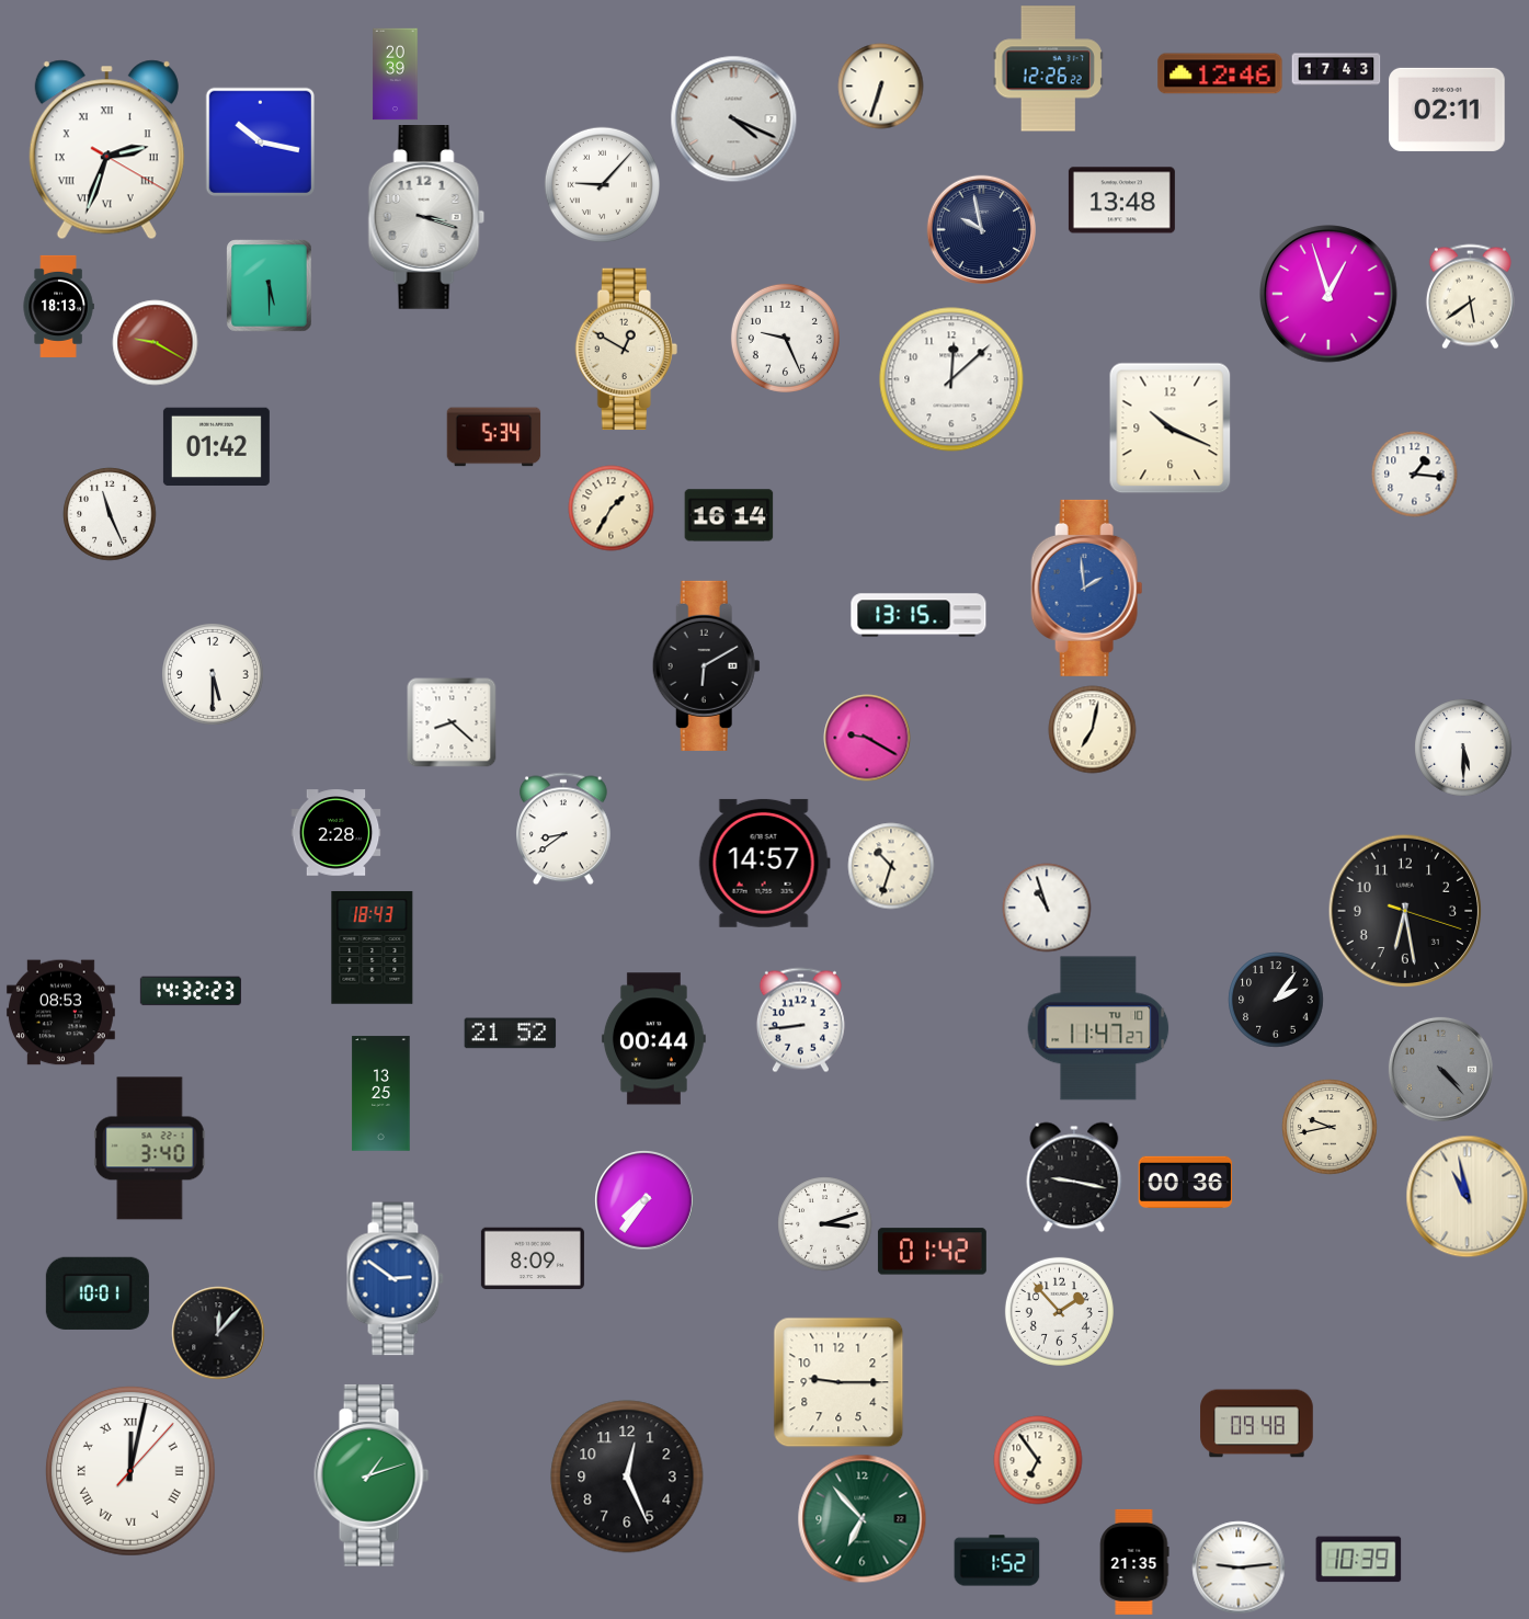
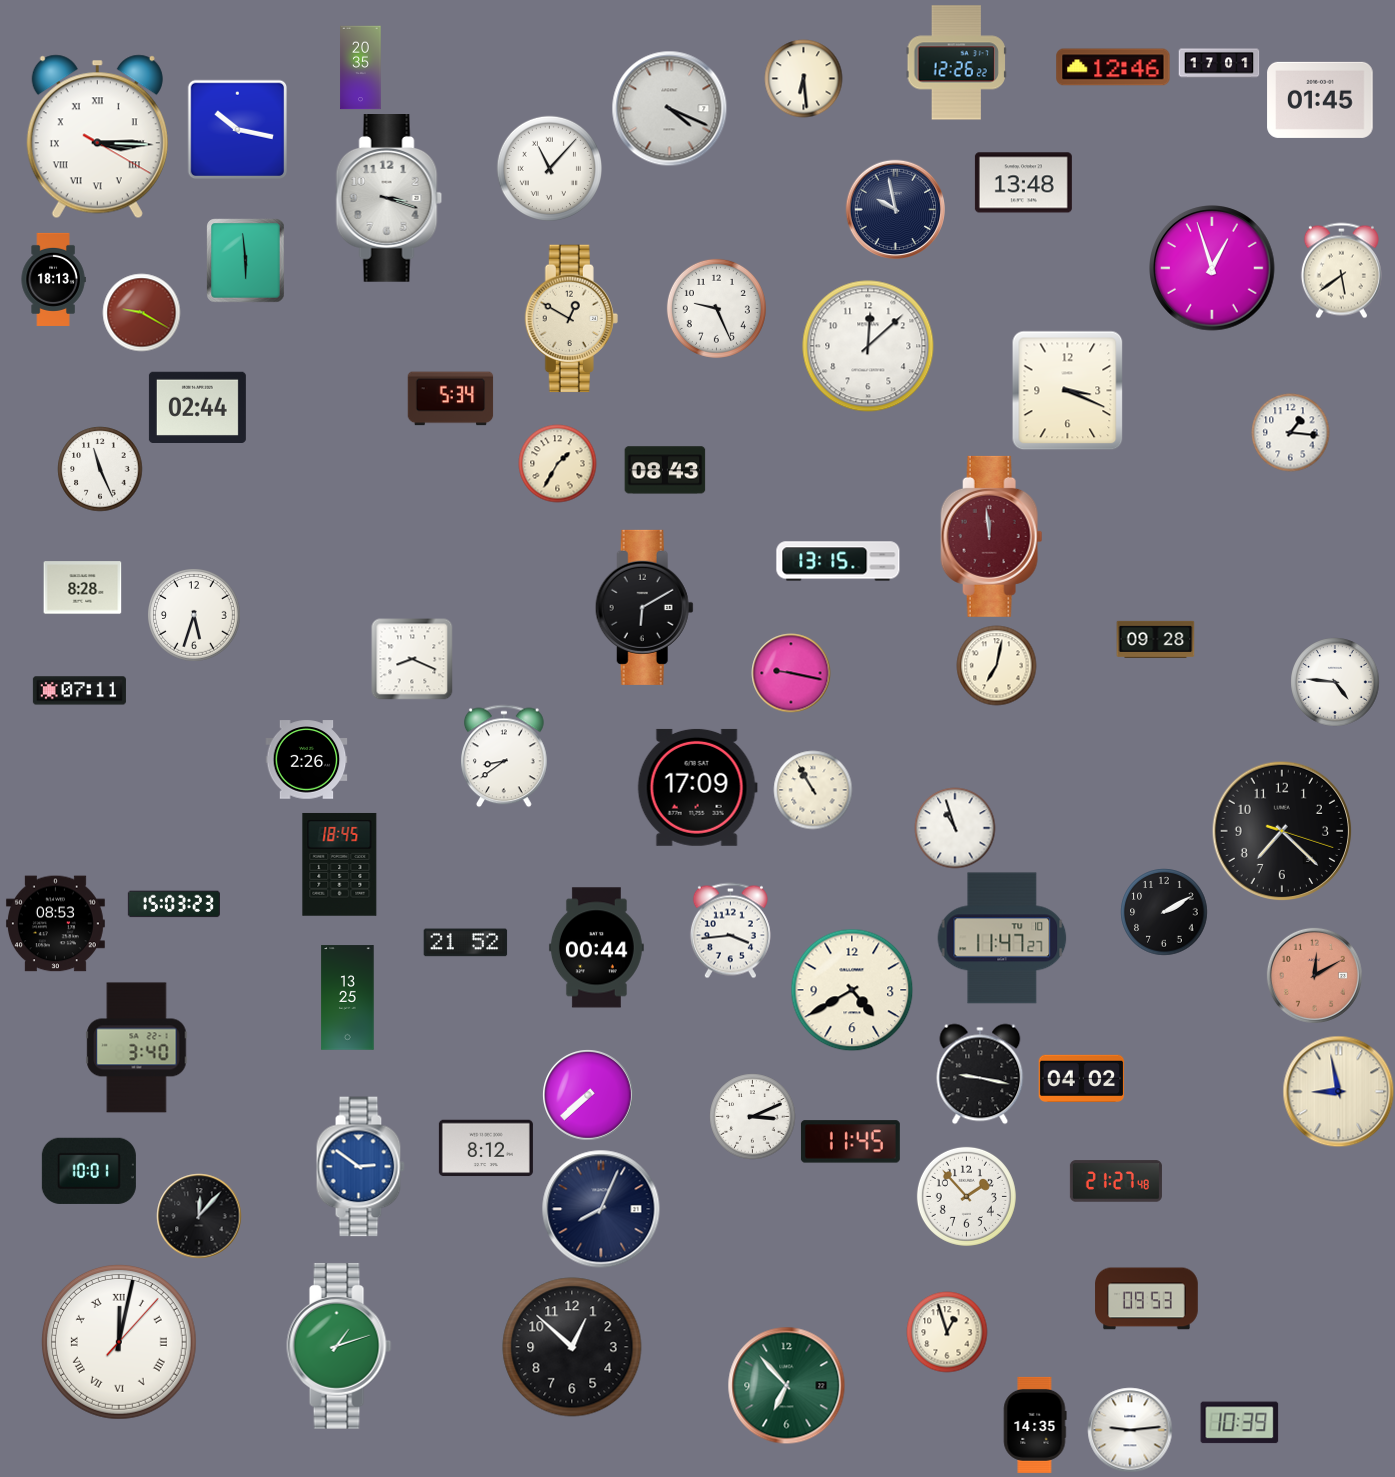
clock at (1336, 69): 17:43 -> 17:01
clock at (396, 73): 20:39 -> 20:35
clock at (880, 85): 6:33 -> 6:29
clock at (1447, 110): 02:11 -> 01:45
clock at (106, 150): 2:33 -> 3:15
clock at (602, 184): 9:07 -> 11:07
clock at (270, 285): 5:30 -> 5:59
clock at (1171, 427): 10:19 -> 3:19
clock at (216, 447): 01:42 -> 02:44
clock at (729, 515): 16:14 -> 08:43
clock at (1087, 588): 1:59 -> 11:59
clock at (1087, 588) dial: blue -> burgundy
clock at (82, 588): none -> 8:28
clock at (213, 674): 5:30 -> 5:33
clock at (1155, 639): none -> 09:28
clock at (452, 722): 8:22 -> 8:19
clock at (867, 738): 9:20 -> 9:17
clock at (1463, 748): 5:30 -> 4:46
clock at (79, 691): none -> 07:11
clock at (564, 829) position: (564, 829) -> (505, 756)
clock at (335, 833): 2:28 -> 2:26
clock at (764, 863): 14:57 -> 17:09
clock at (891, 866): 10:33 -> 10:55
clock at (1405, 911): 6:28 -> 7:22
clock at (373, 948): 18:43 -> 18:45
clock at (191, 991): 14:32 -> 15:03
clock at (1276, 1000): 2:06 -> 2:10
clock at (800, 1019): 8:44 -> 3:44
clock at (1440, 1069): 4:23 -> 12:10
clock at (1440, 1069) dial: grey -> salmon
clock at (852, 990): none -> 4:40
clock at (1330, 1127): 9:43 -> none
clock at (1185, 1182): 00:36 -> 04:02
clock at (1467, 1196): 10:58 -> 8:58
clock at (644, 1200): 7:36 -> 7:38
clock at (824, 1223): 3:12 -> 3:11
clock at (932, 1252): 01:42 -> 11:45
clock at (533, 1258): 8:09 -> 8:12
clock at (98, 1293) position: (98, 1293) -> (89, 1171)
clock at (1116, 1181): none -> 21:27
clock at (601, 1209): none -> 8:04
clock at (838, 1382): 9:15 -> none
clock at (1257, 1424): 09:48 -> 09:53
clock at (1038, 1460): 6:54 -> 12:57
clock at (627, 1477): 12:26 -> 12:52
clock at (996, 1561): 1:52 -> none
clock at (1134, 1562): 21:35 -> 14:35
